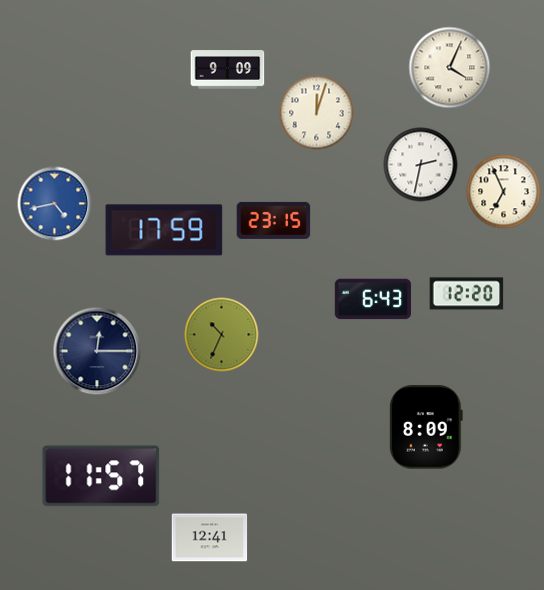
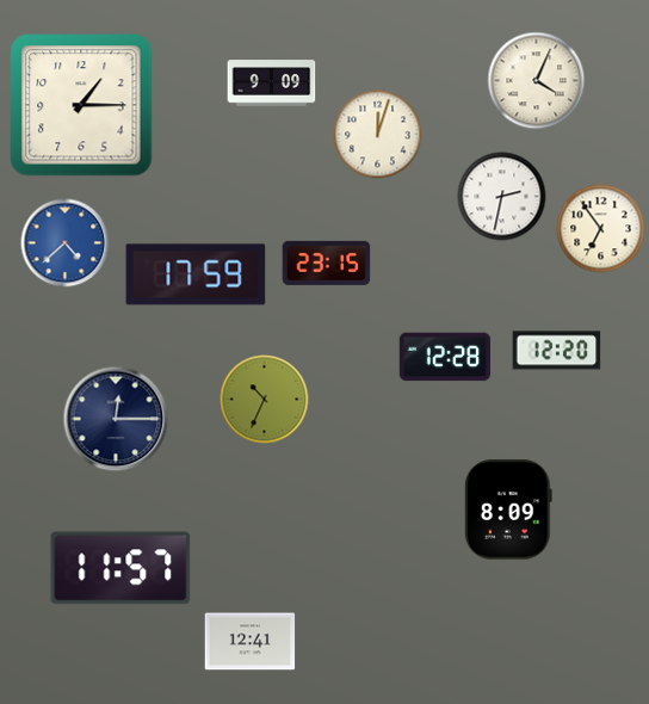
clock at (81, 105): none -> 1:15
clock at (504, 192): 6:56 -> 6:54
clock at (55, 204): 4:43 -> 4:38
clock at (372, 299): 6:43 -> 12:28
